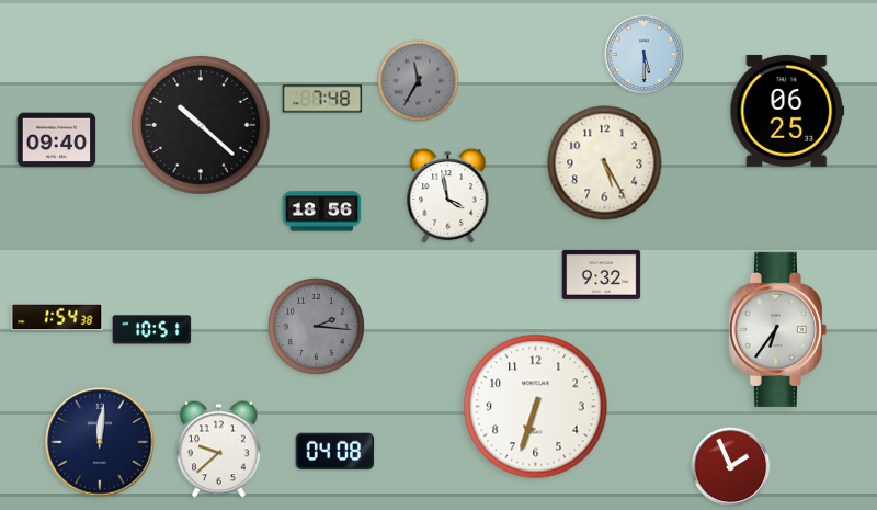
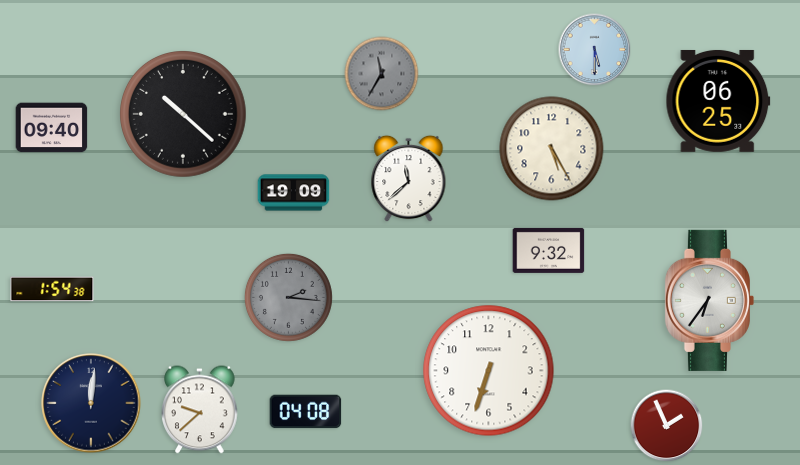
clock at (645, 55) position: (645, 55) -> (595, 50)
clock at (322, 99): 7:48 -> none
clock at (448, 196): 3:58 -> 11:38
clock at (322, 212): 18:56 -> 19:09
clock at (152, 330): 10:51 -> none
